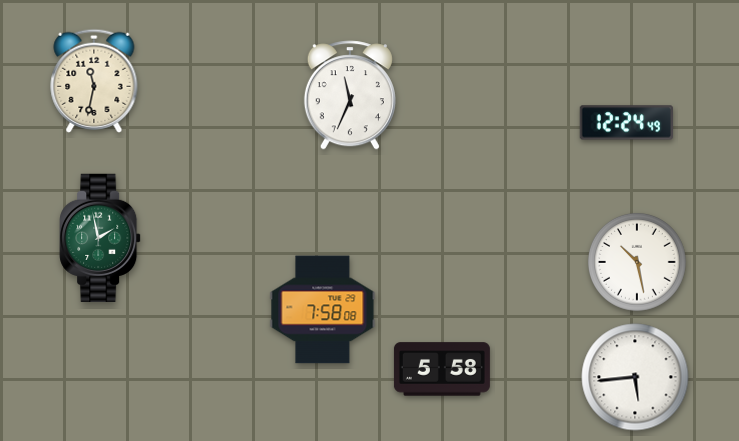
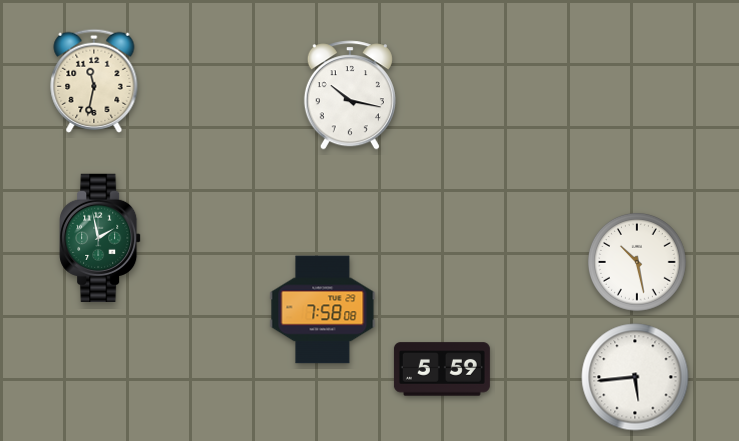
clock at (350, 95): 11:34 -> 10:17
clock at (627, 123): 12:24 -> none
clock at (442, 369): 5:58 -> 5:59
